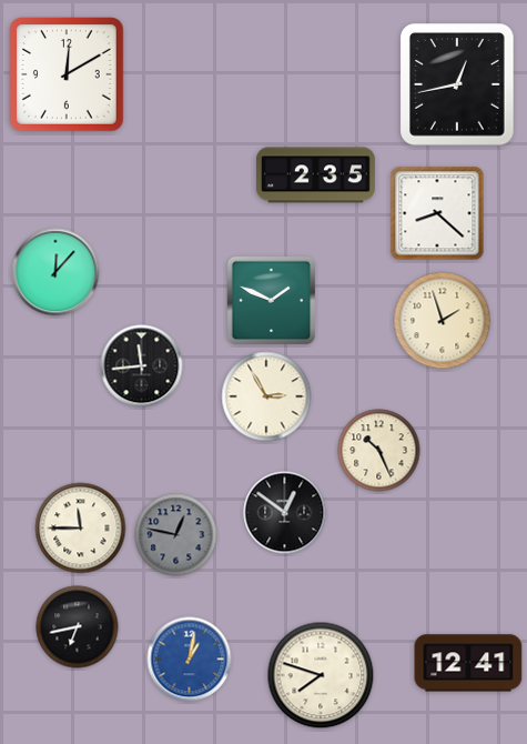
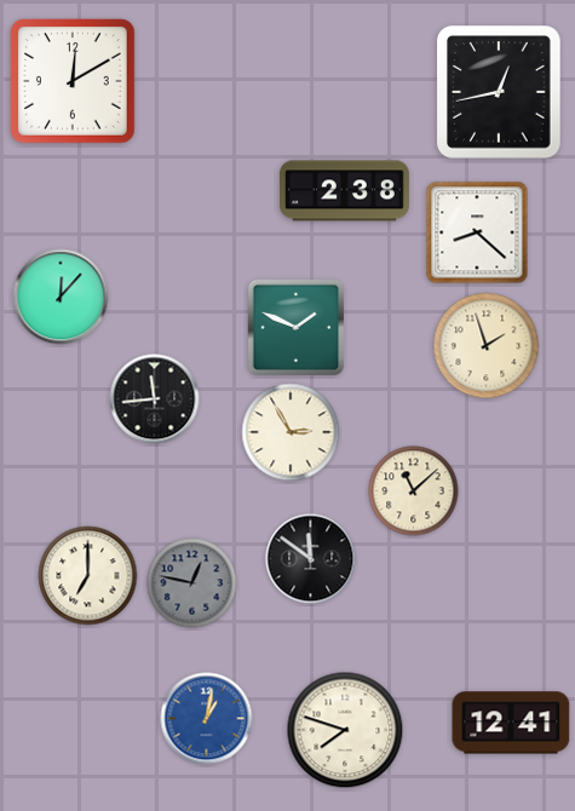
clock at (315, 175): 2:35 -> 2:38
clock at (443, 321) position: (443, 321) -> (487, 346)
clock at (379, 451): 10:26 -> 11:08
clock at (285, 513): 12:51 -> 11:51
clock at (81, 529): 11:45 -> 7:00
clock at (78, 627): 6:43 -> none
clock at (321, 675) position: (321, 675) -> (345, 730)
